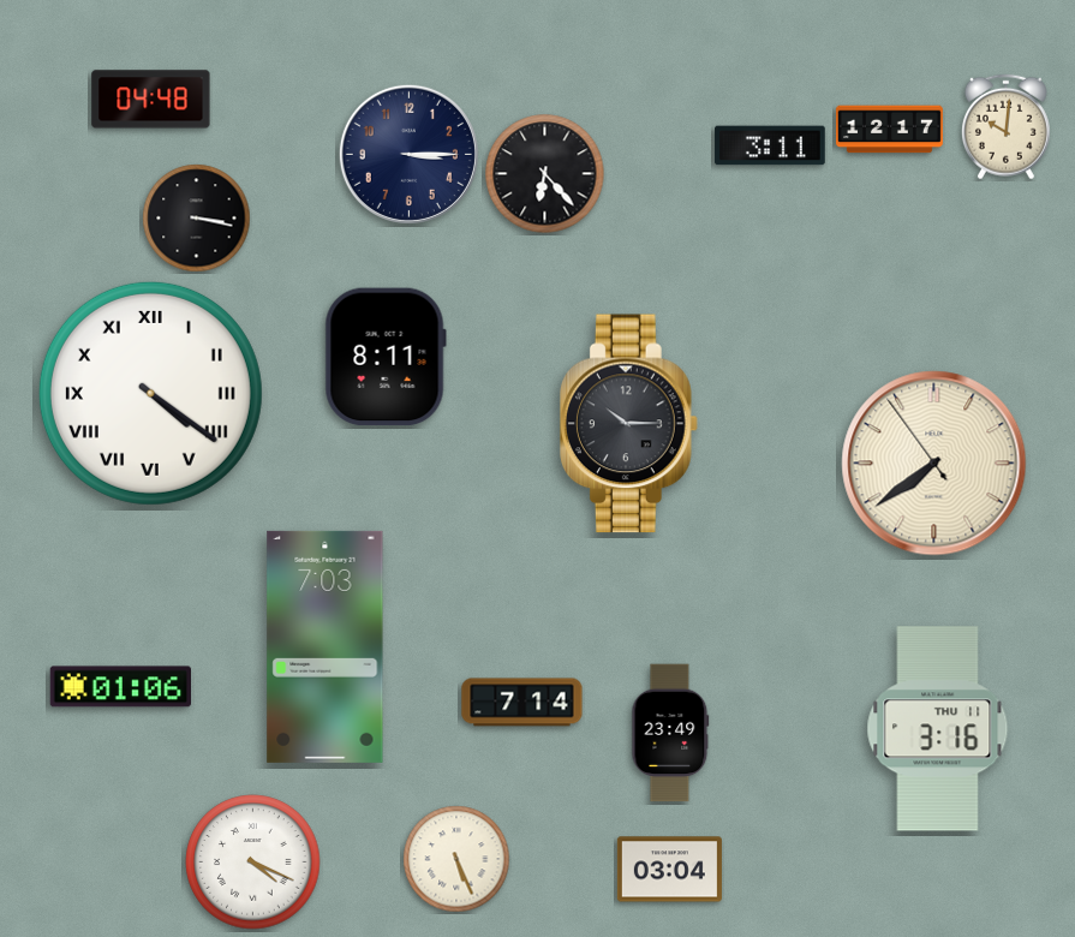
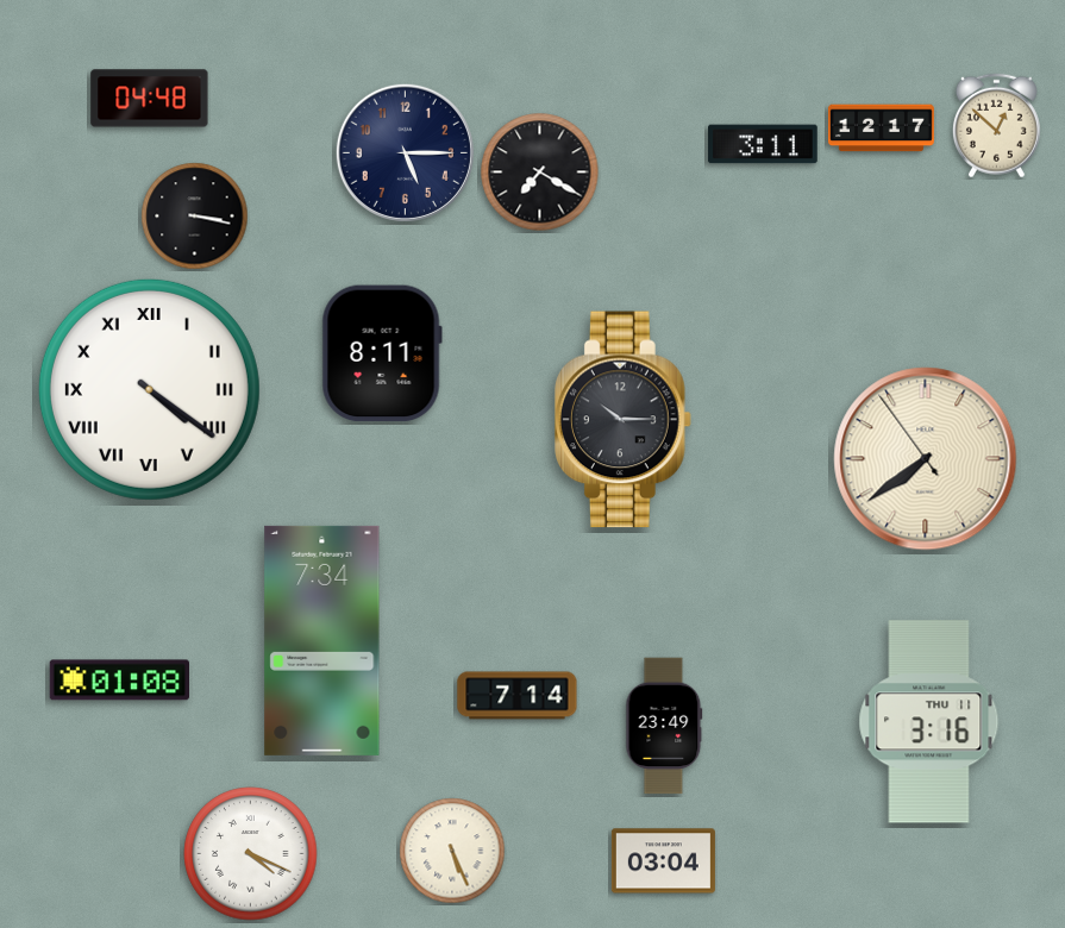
clock at (1005, 127): 10:01 -> 12:52
clock at (408, 154): 3:15 -> 5:15
clock at (545, 174): 6:23 -> 7:20
clock at (326, 646): 7:03 -> 7:34
clock at (120, 687): 01:06 -> 01:08
